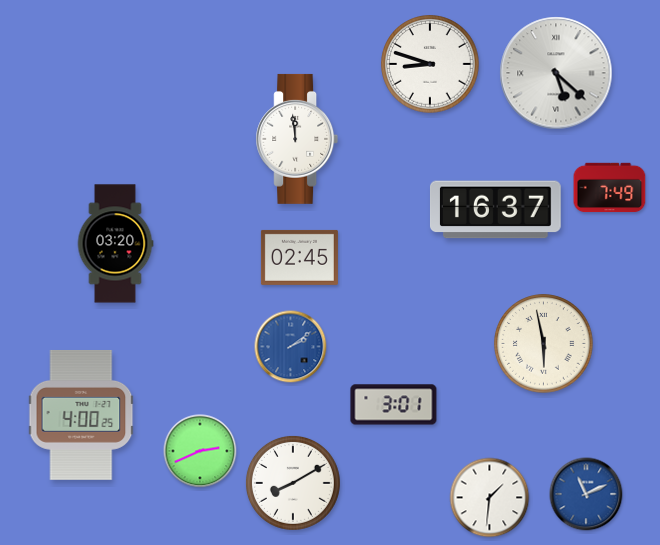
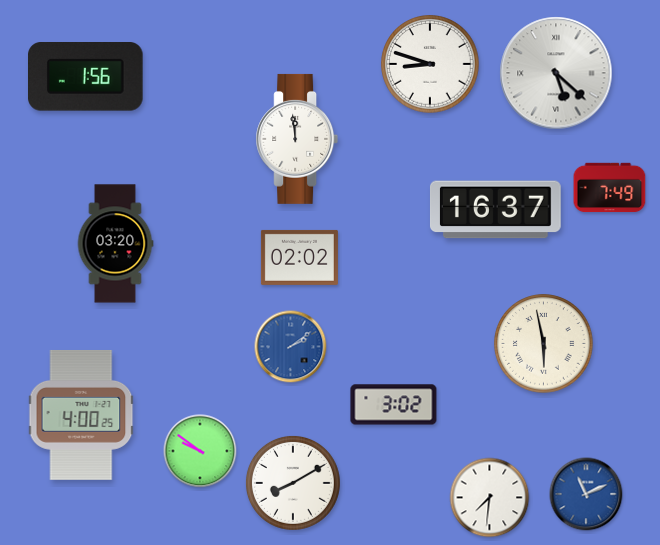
clock at (86, 77): none -> 1:56
clock at (299, 257): 02:45 -> 02:02
clock at (394, 405): 3:01 -> 3:02
clock at (200, 451): 2:41 -> 9:51
clock at (490, 498): 1:31 -> 7:31
